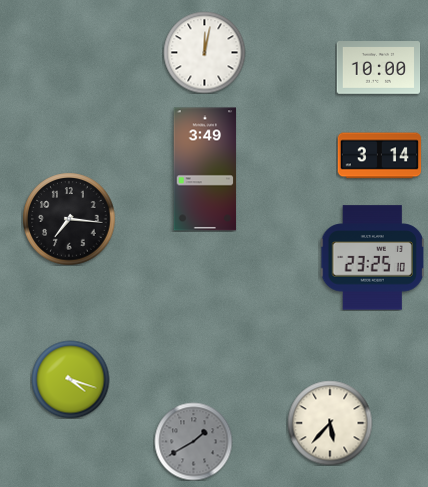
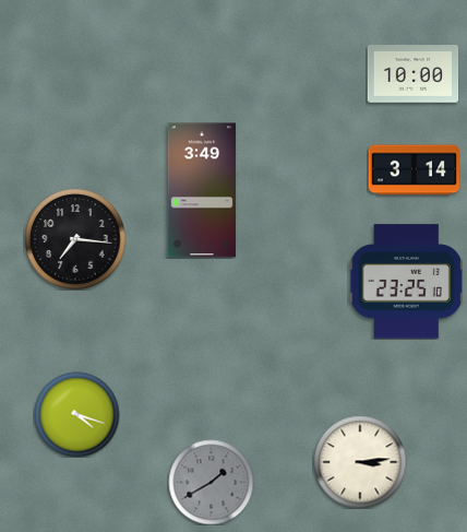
clock at (204, 52): 12:02 -> none
clock at (205, 169) position: (205, 169) -> (202, 190)
clock at (330, 423): 5:37 -> 3:14
